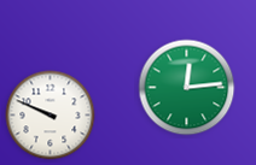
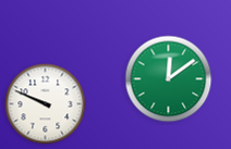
clock at (187, 88): 12:14 -> 12:09
